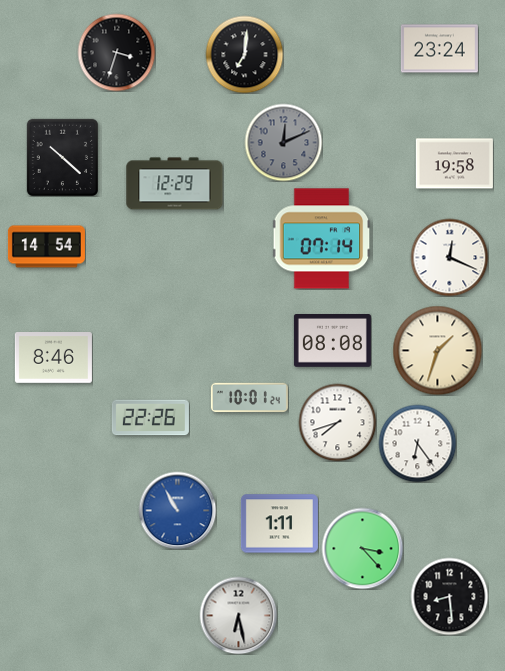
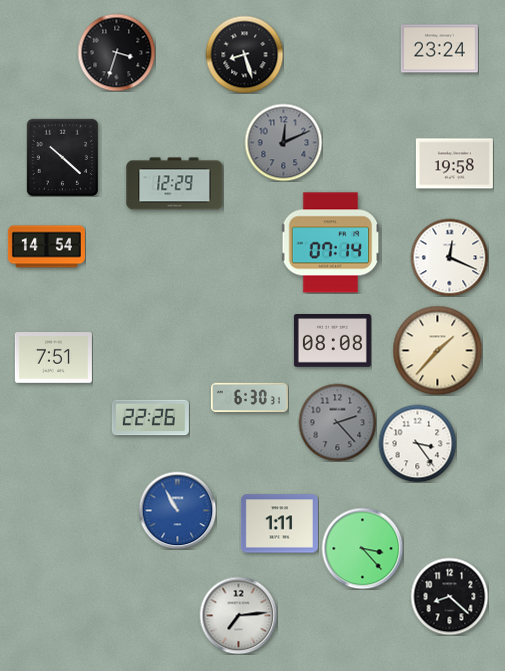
clock at (244, 54): 7:01 -> 8:27
clock at (322, 239) position: (322, 239) -> (331, 243)
clock at (437, 350): 1:33 -> 1:37
clock at (53, 358): 8:46 -> 7:51
clock at (249, 398): 10:01 -> 6:30
clock at (337, 422): 7:42 -> 2:23
clock at (337, 422) dial: white -> grey
clock at (417, 443): 6:24 -> 3:24
clock at (449, 596): 8:29 -> 8:22
clock at (238, 615): 6:28 -> 7:14
